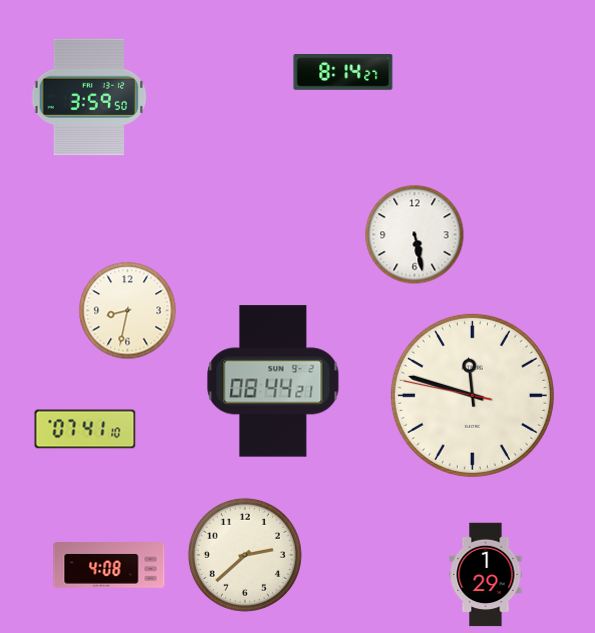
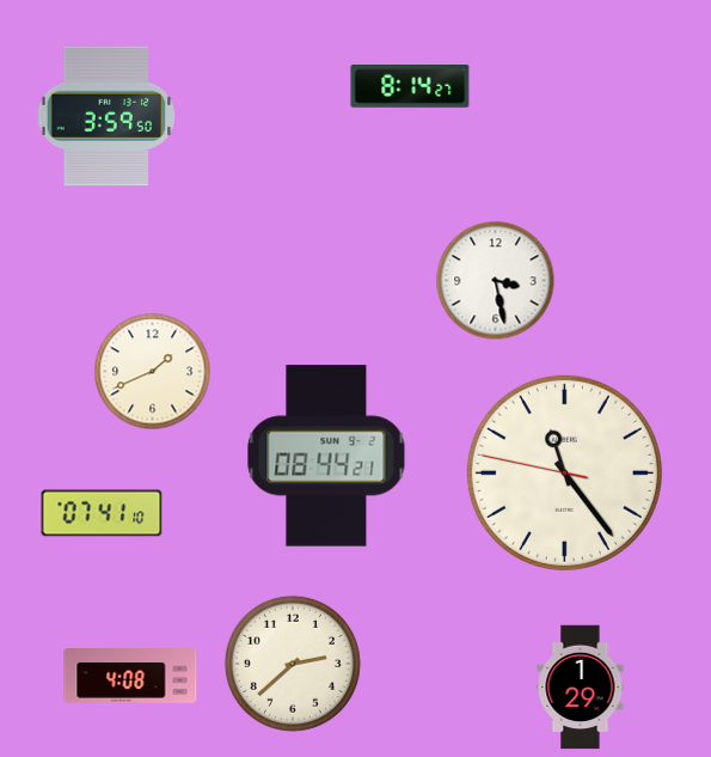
clock at (415, 235): 5:28 -> 3:28
clock at (128, 311): 8:32 -> 1:41
clock at (472, 395): 11:47 -> 11:23
